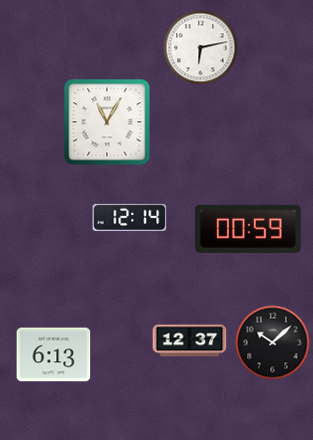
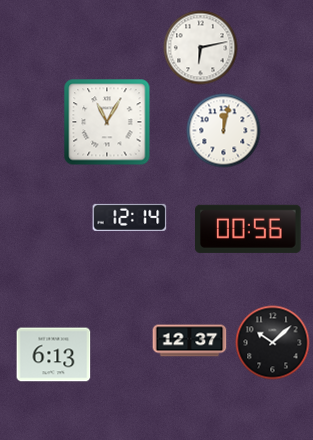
clock at (224, 131): none -> 12:02
clock at (249, 229): 00:59 -> 00:56
